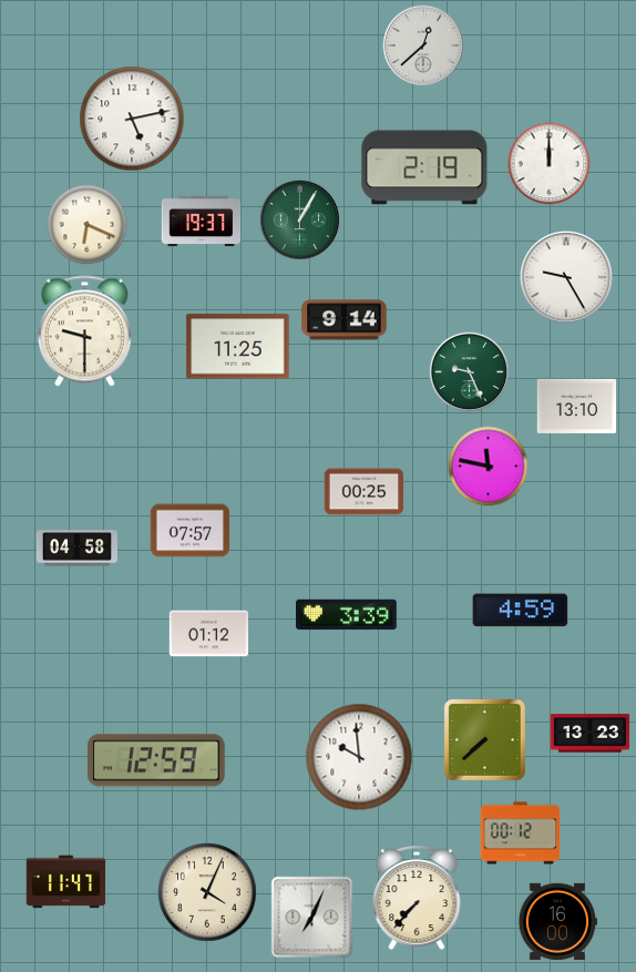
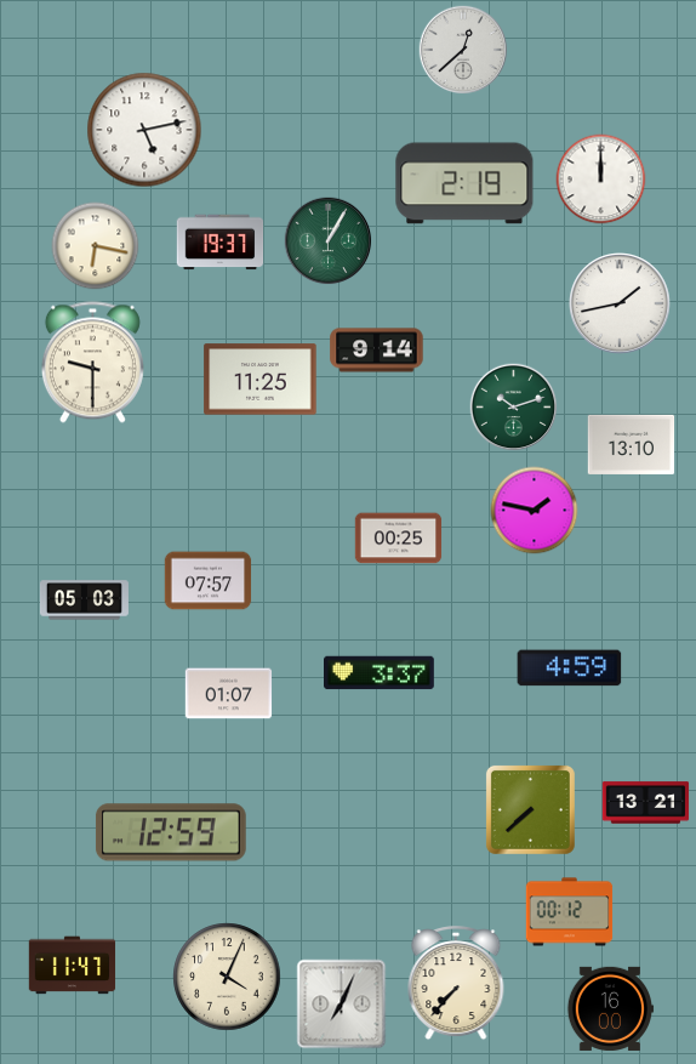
clock at (88, 225): 6:19 -> 6:17
clock at (567, 278): 9:25 -> 1:43
clock at (470, 372): 9:26 -> 10:12
clock at (489, 467): 11:47 -> 1:47
clock at (76, 549): 04:58 -> 05:03
clock at (347, 615): 3:39 -> 3:37
clock at (209, 634): 01:12 -> 01:07
clock at (591, 734): 13:23 -> 13:21
clock at (359, 757): 9:59 -> none
